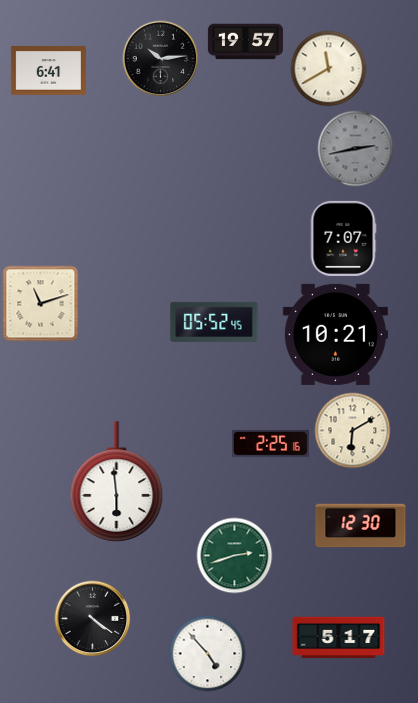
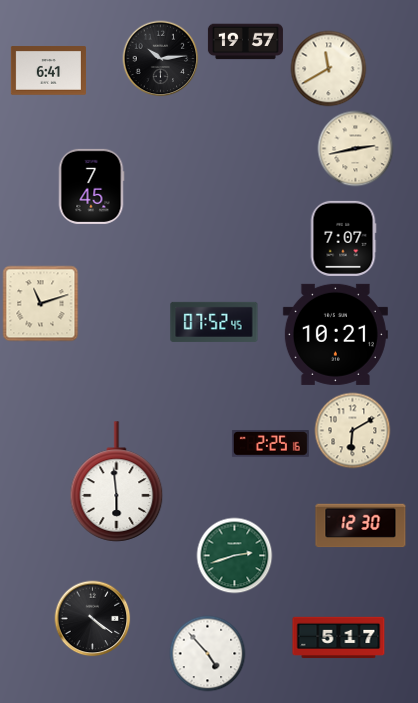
clock at (356, 149) dial: grey -> cream
clock at (91, 186): none -> 7:45
clock at (214, 322): 05:52 -> 07:52
